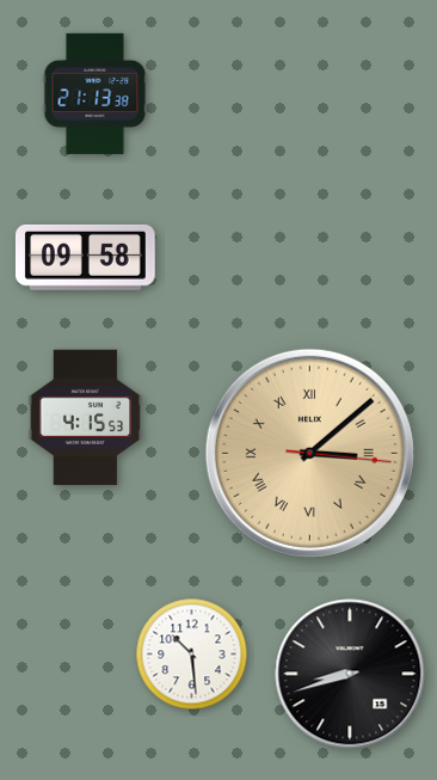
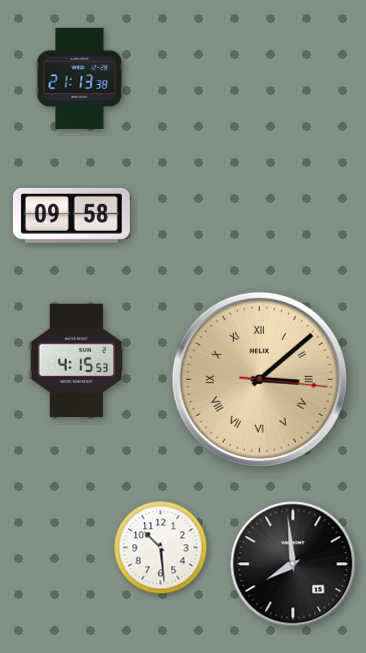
clock at (86, 418) position: (86, 418) -> (77, 361)
clock at (350, 674): 8:42 -> 7:59
